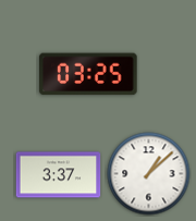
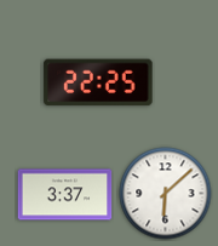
clock at (88, 74): 03:25 -> 22:25
clock at (149, 174): 1:08 -> 6:08
